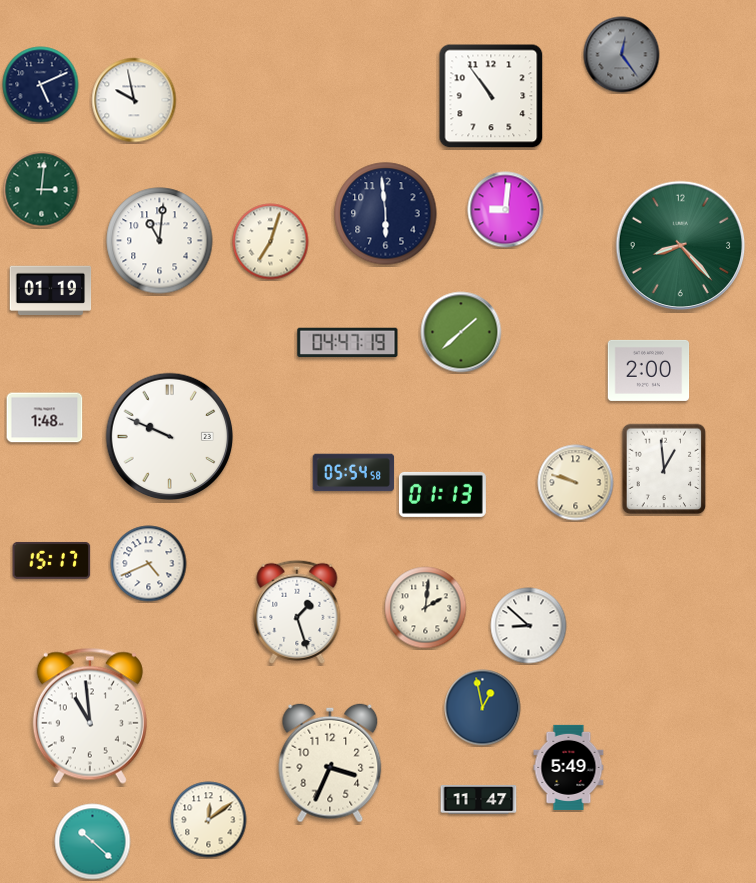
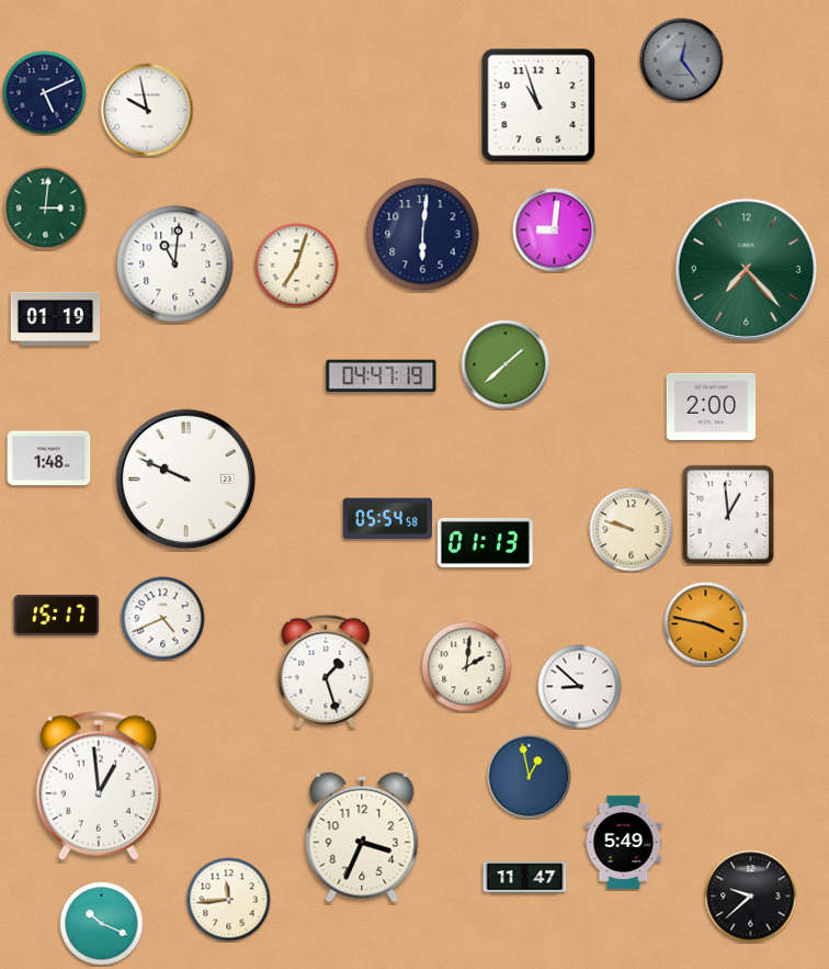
clock at (491, 96): 10:54 -> 10:57
clock at (386, 214): 5:59 -> 6:01
clock at (681, 246): 8:23 -> 7:23
clock at (706, 624): none -> 3:47
clock at (90, 716): 10:59 -> 12:59
clock at (751, 897): none -> 9:38
clock at (209, 820): 12:09 -> 11:44
clock at (93, 842): 10:22 -> 10:19
